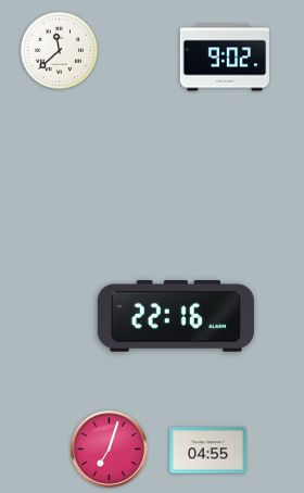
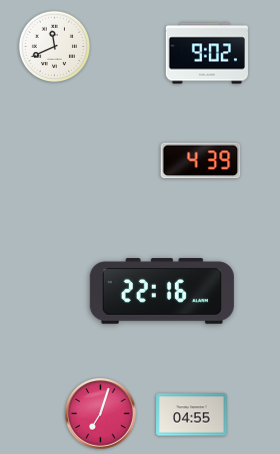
clock at (59, 50): 11:38 -> 11:41
clock at (201, 161): none -> 4:39
